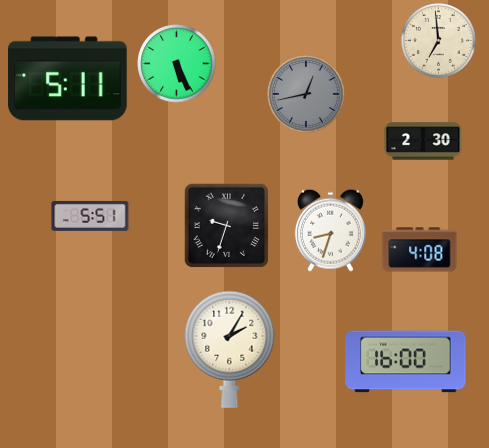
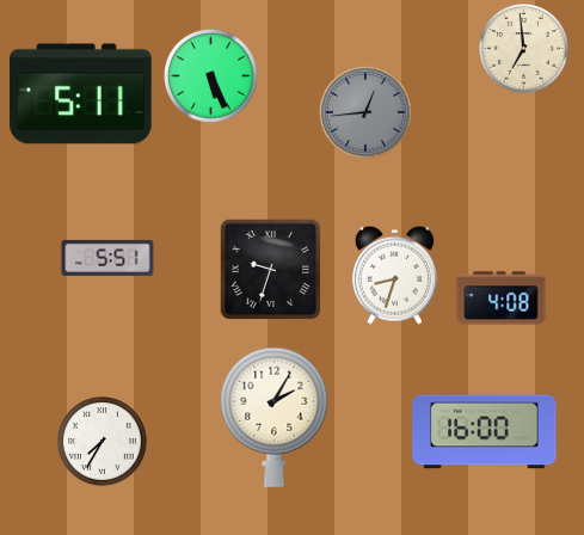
clock at (306, 94): 12:43 -> 12:44
clock at (423, 141): 2:30 -> none
clock at (103, 442): none -> 7:35
